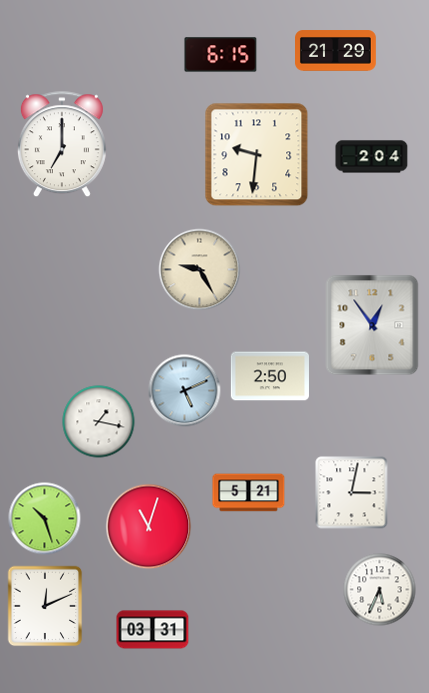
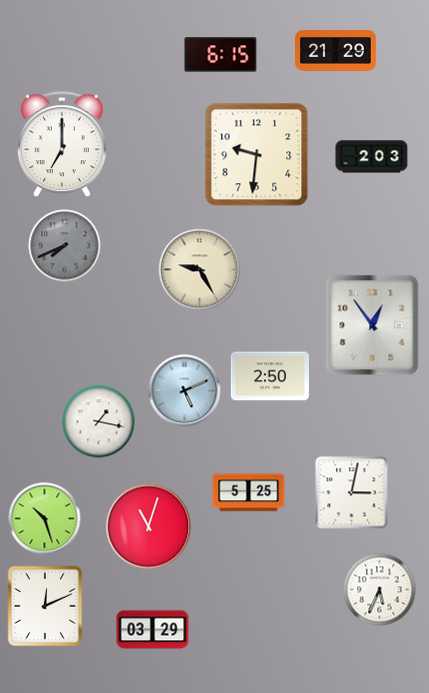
clock at (372, 157): 2:04 -> 2:03
clock at (65, 246): none -> 7:41
clock at (249, 493): 5:21 -> 5:25
clock at (153, 630): 03:31 -> 03:29
